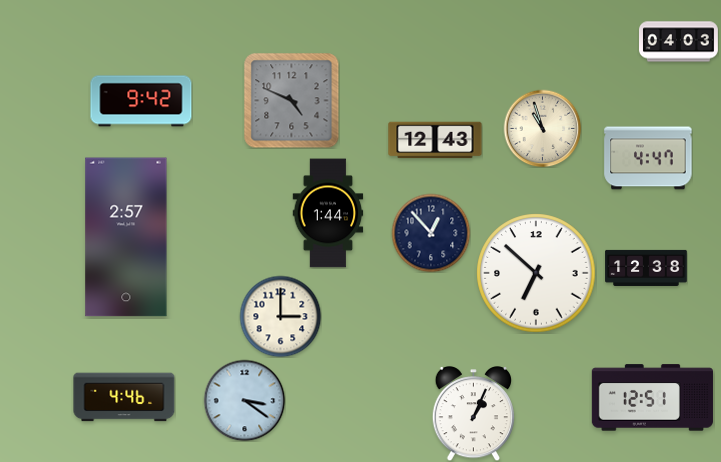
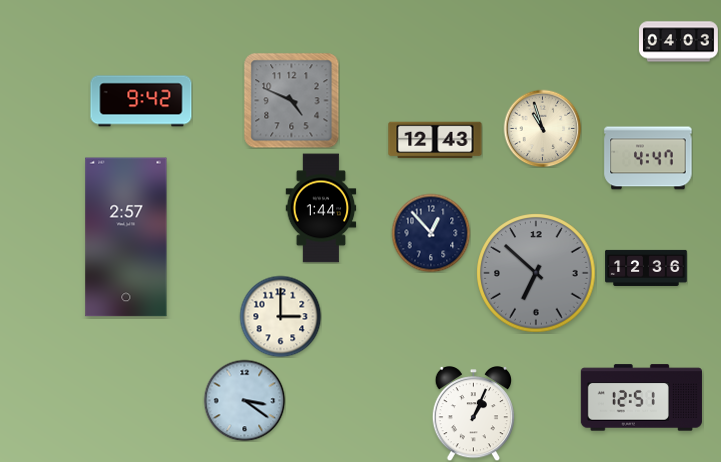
clock at (328, 213) position: (328, 213) -> (321, 208)
clock at (646, 268): 12:38 -> 12:36
clock at (536, 273) dial: white -> grey
clock at (124, 397): 4:46 -> none
clock at (652, 398) position: (652, 398) -> (641, 398)
